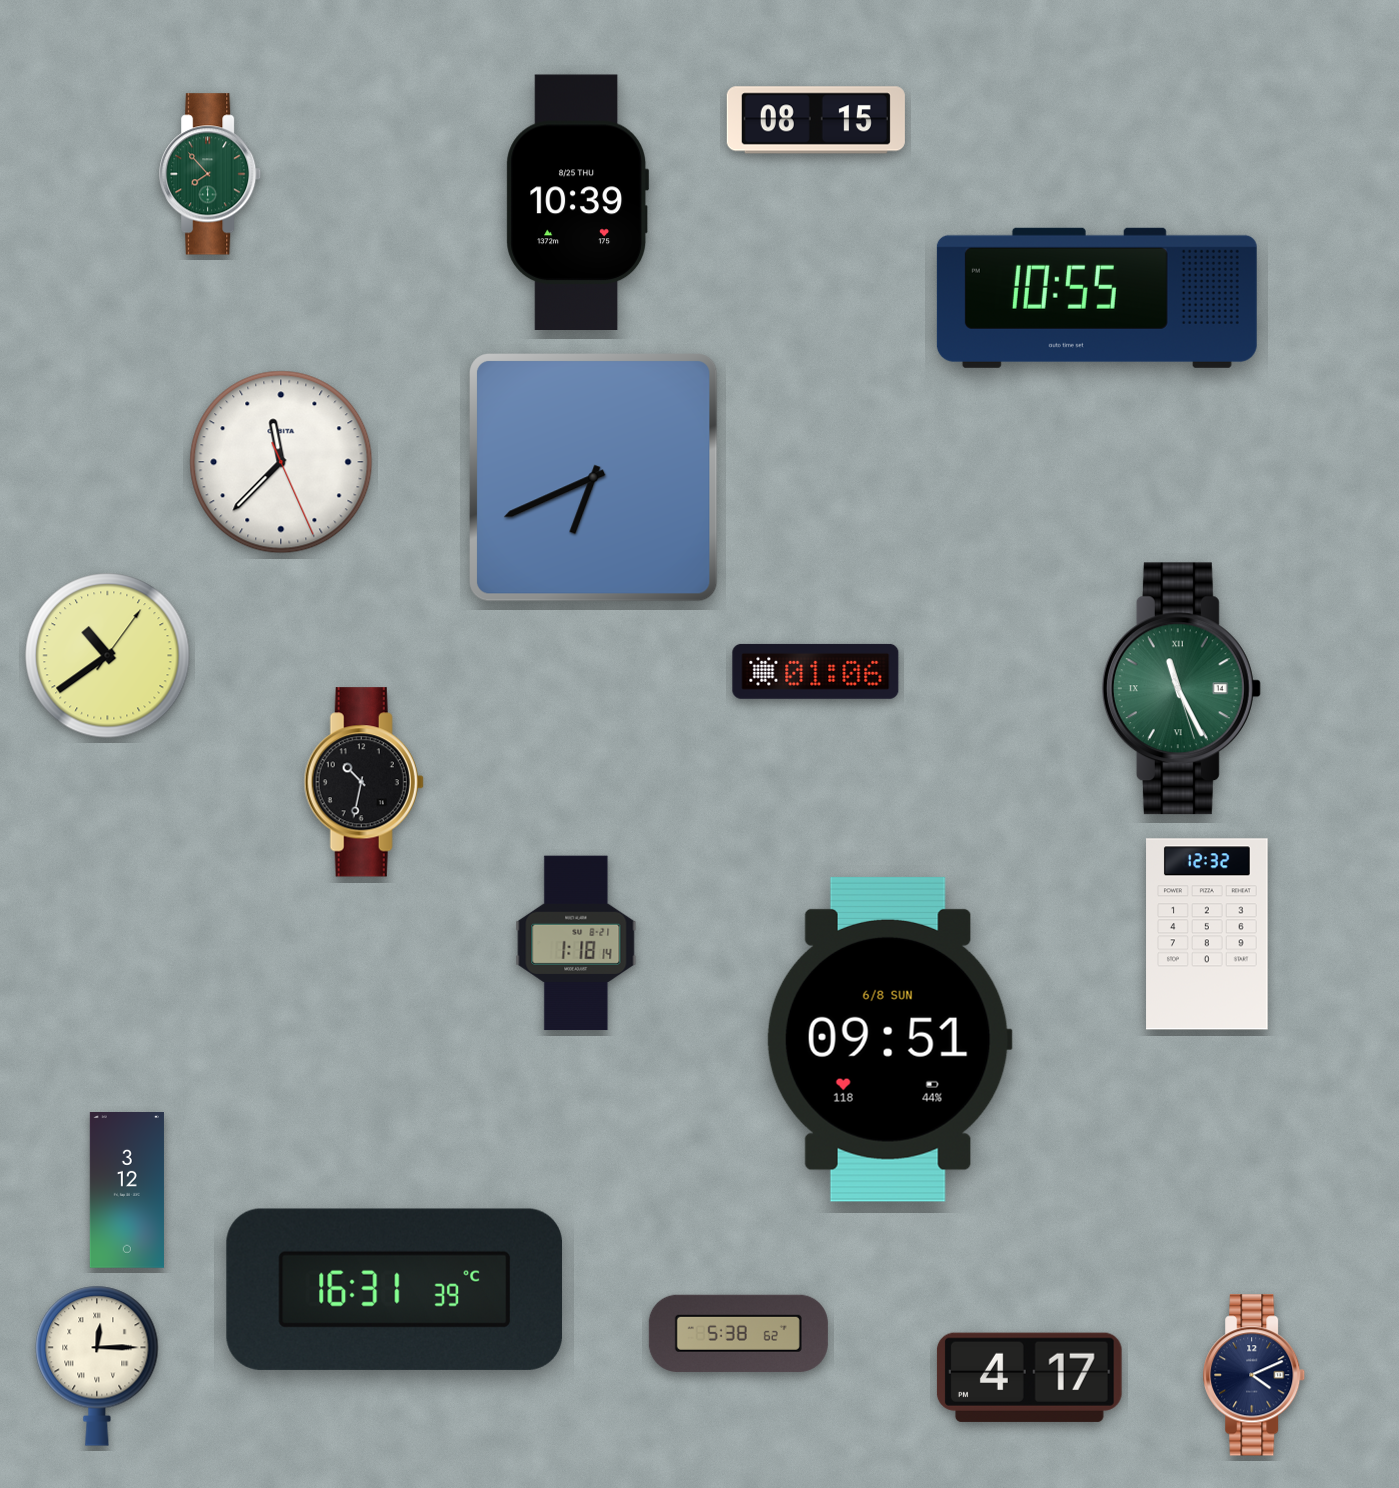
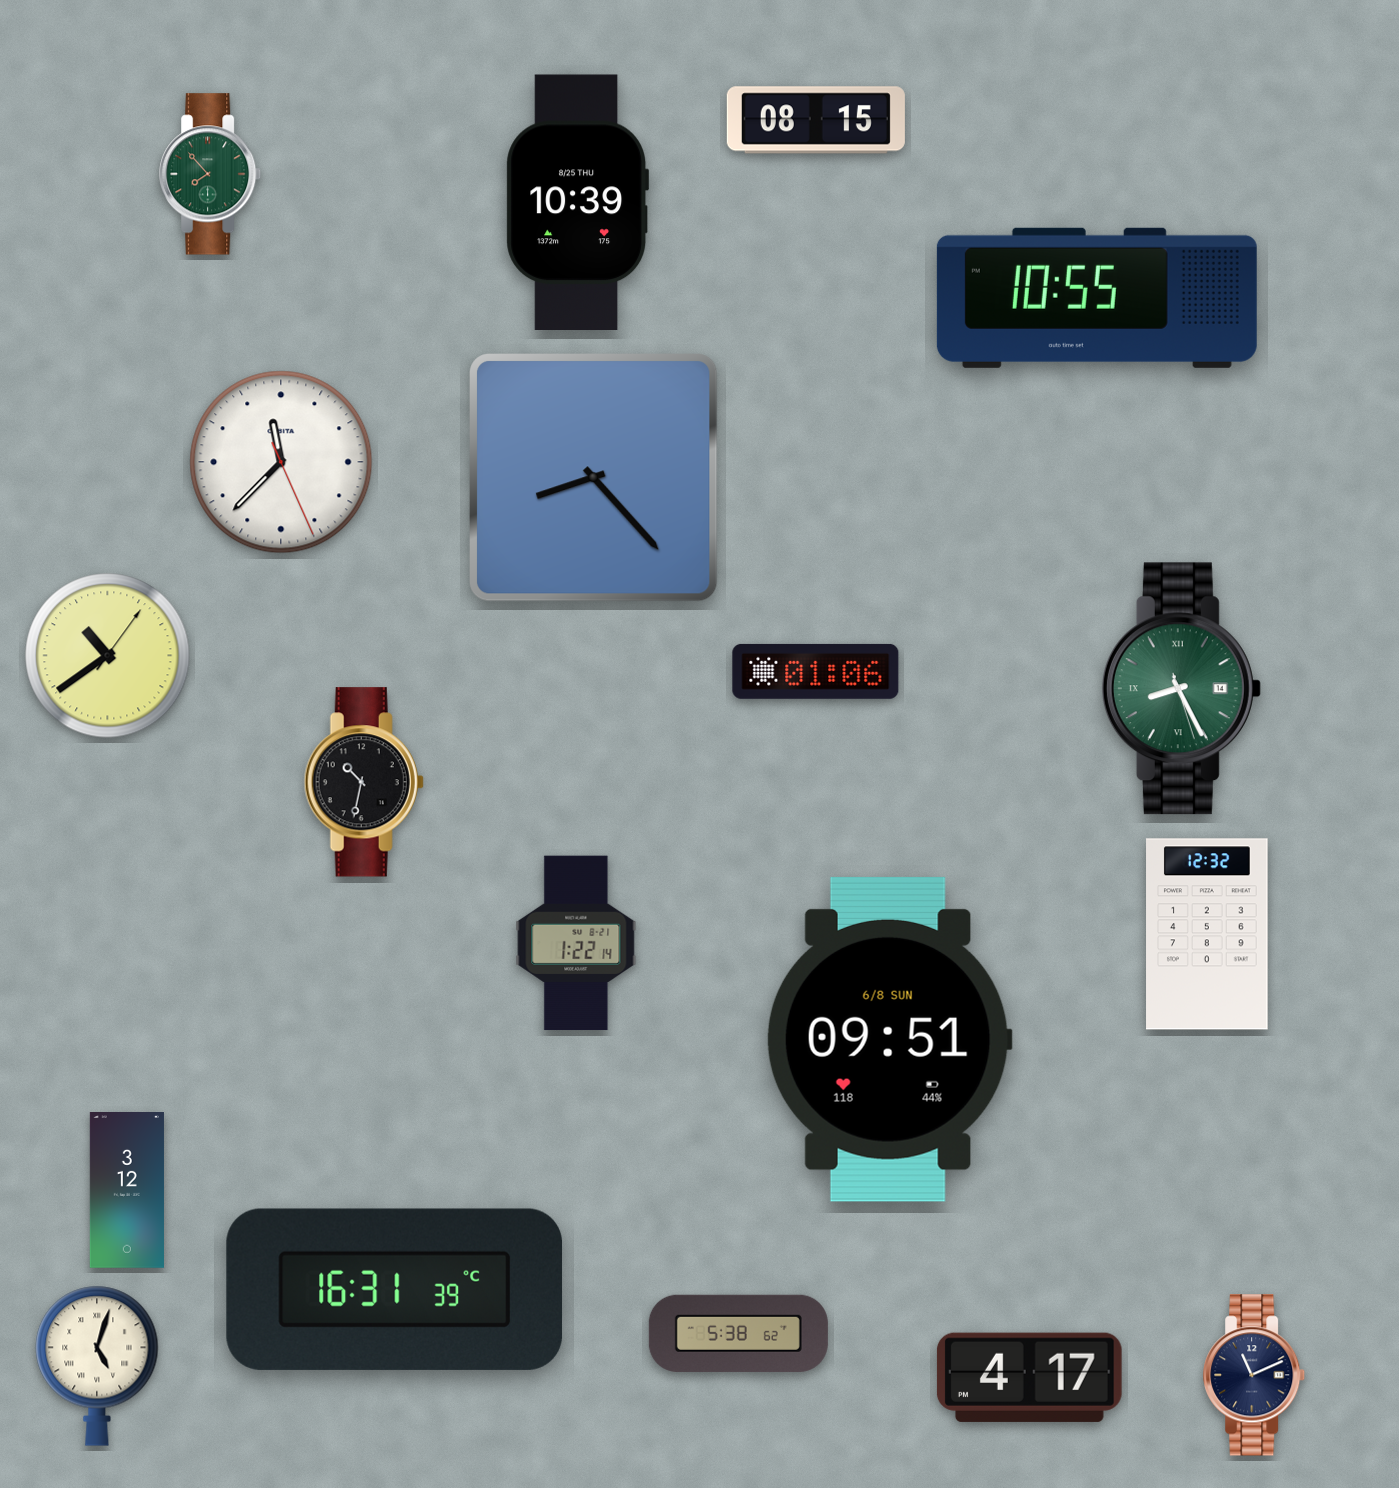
clock at (594, 478): 6:41 -> 8:23
clock at (1181, 689): 11:25 -> 8:25
clock at (576, 943): 1:18 -> 1:22
clock at (97, 1366): 12:15 -> 5:03
clock at (1255, 1375): 4:11 -> 11:11
